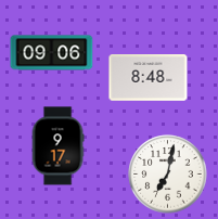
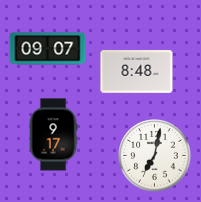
clock at (52, 53): 09:06 -> 09:07
clock at (168, 175) position: (168, 175) -> (155, 156)
